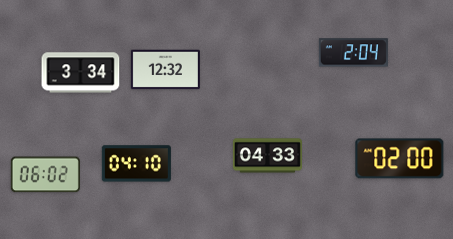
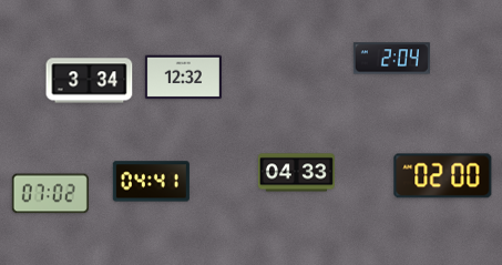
clock at (136, 164): 04:10 -> 04:41
clock at (45, 175): 06:02 -> 07:02
